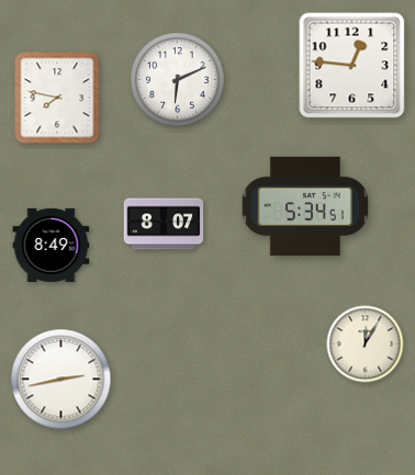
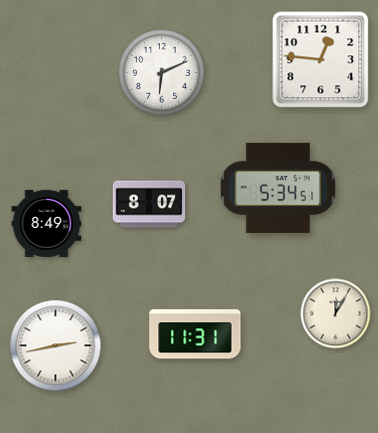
clock at (57, 98): 7:47 -> none
clock at (366, 344) position: (366, 344) -> (336, 314)
clock at (195, 334): none -> 11:31
